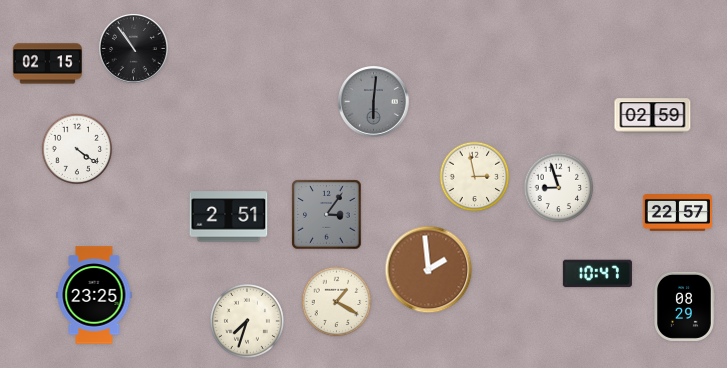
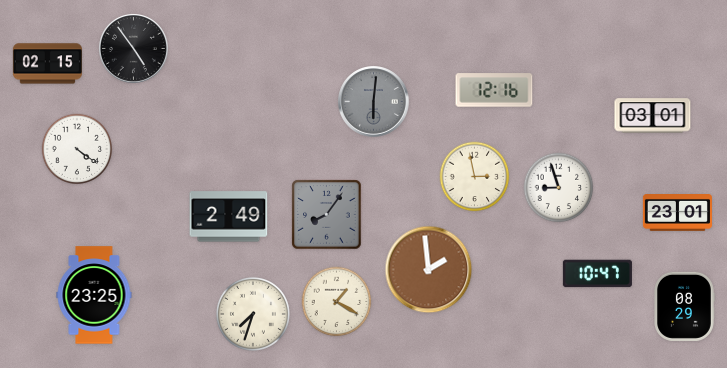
clock at (133, 48): 10:54 -> 4:54
clock at (494, 90): none -> 12:16
clock at (653, 116): 02:59 -> 03:01
clock at (677, 213): 22:57 -> 23:01
clock at (327, 215): 3:06 -> 8:06
clock at (229, 217): 2:51 -> 2:49
clock at (247, 321) position: (247, 321) -> (253, 314)
